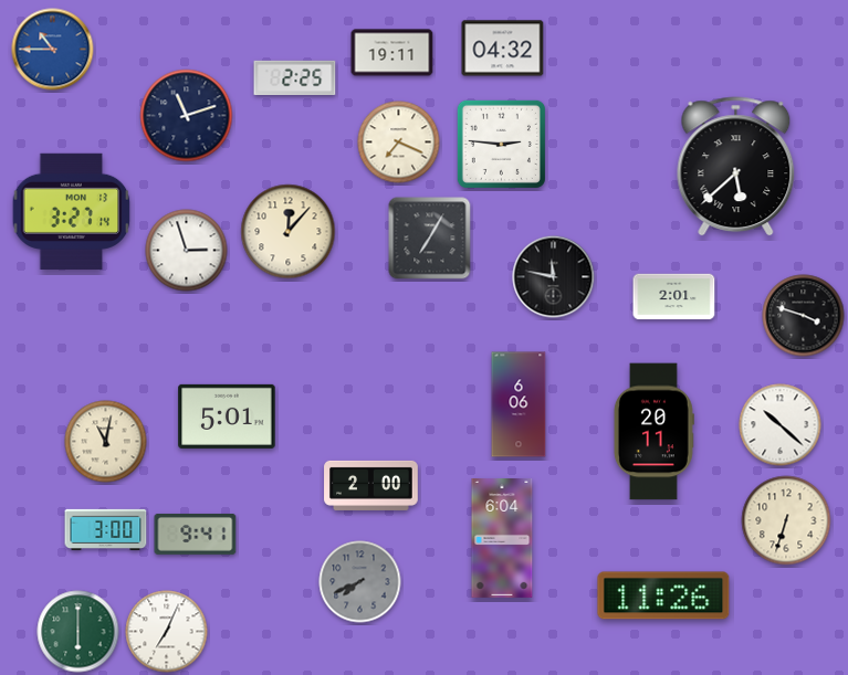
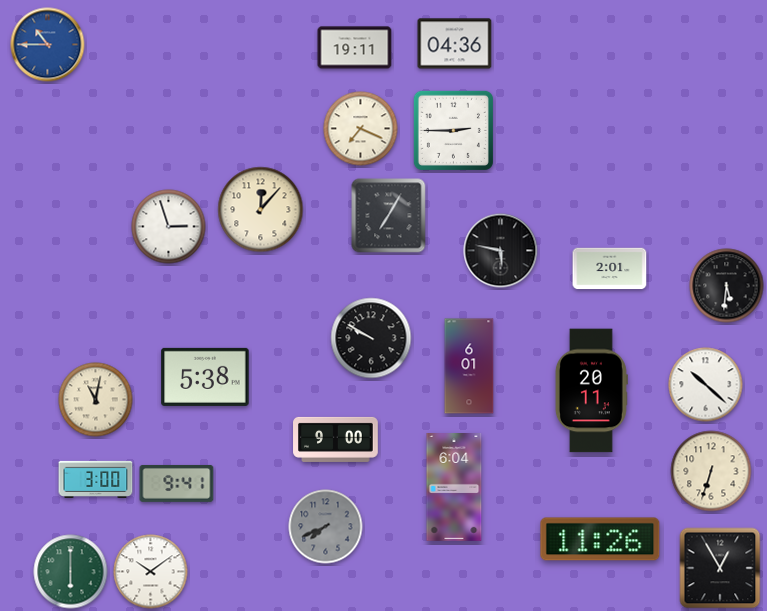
clock at (503, 49): 04:32 -> 04:36
clock at (295, 78): 2:25 -> none
clock at (187, 116): 11:12 -> none
clock at (501, 144): 2:46 -> 2:45
clock at (736, 167): 5:38 -> none
clock at (72, 211): 3:27 -> none
clock at (554, 277): 11:47 -> 5:47
clock at (804, 316): 3:48 -> 5:31
clock at (371, 338): none -> 9:50
clock at (519, 404): 6:06 -> 6:01
clock at (227, 416): 5:01 -> 5:38
clock at (371, 485): 2:00 -> 9:00
clock at (720, 568): none -> 12:55
clock at (167, 632): 7:04 -> 10:09
